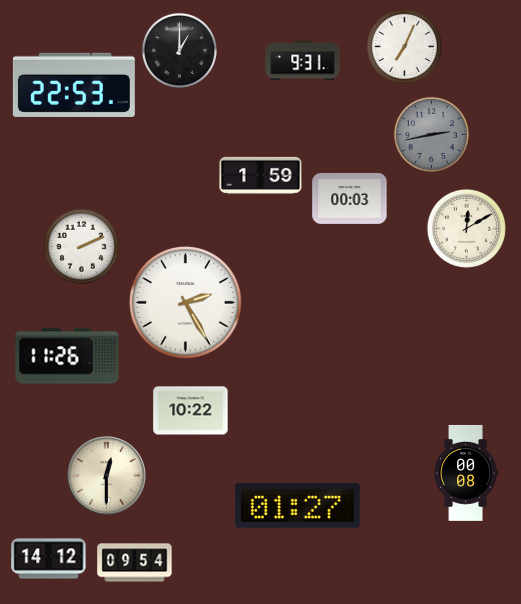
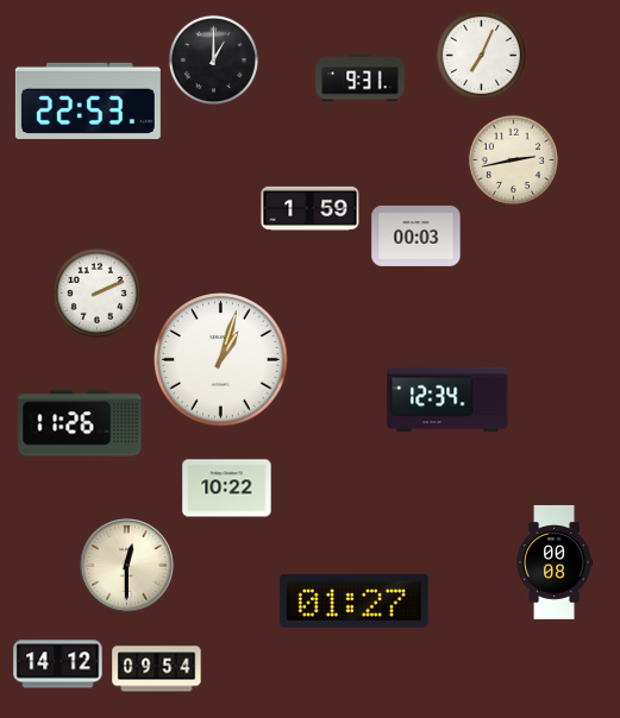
clock at (303, 61) position: (303, 61) -> (361, 78)
clock at (431, 134) dial: grey -> cream
clock at (466, 228): 12:10 -> none
clock at (186, 303): 2:25 -> 1:03
clock at (447, 399): none -> 12:34
clock at (135, 563) position: (135, 563) -> (157, 669)
